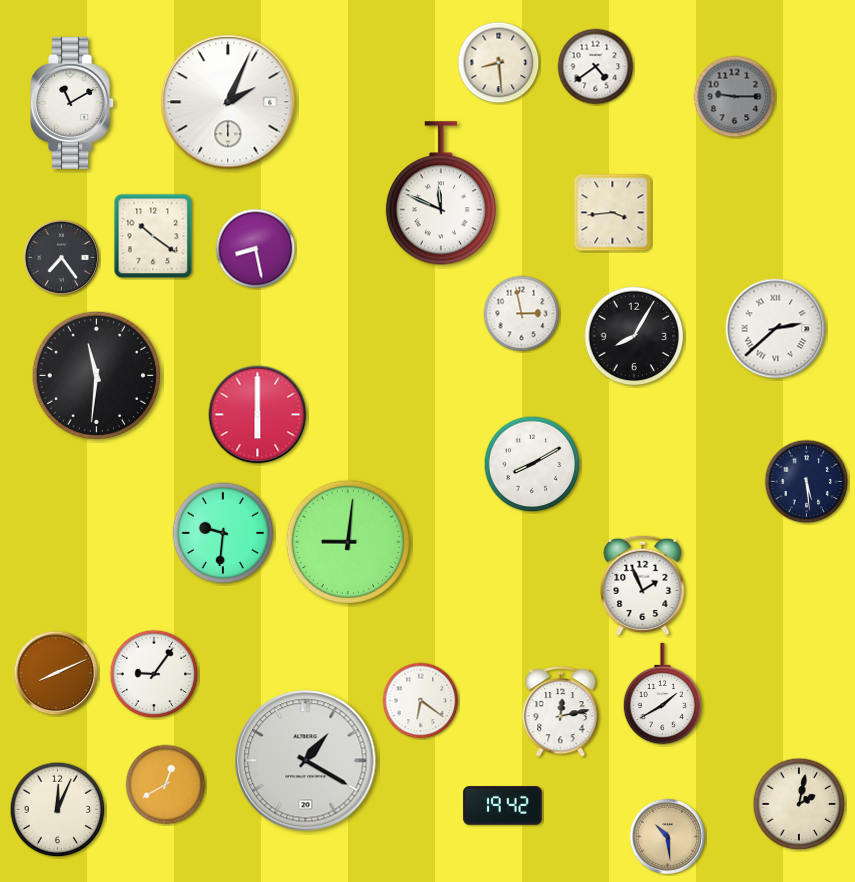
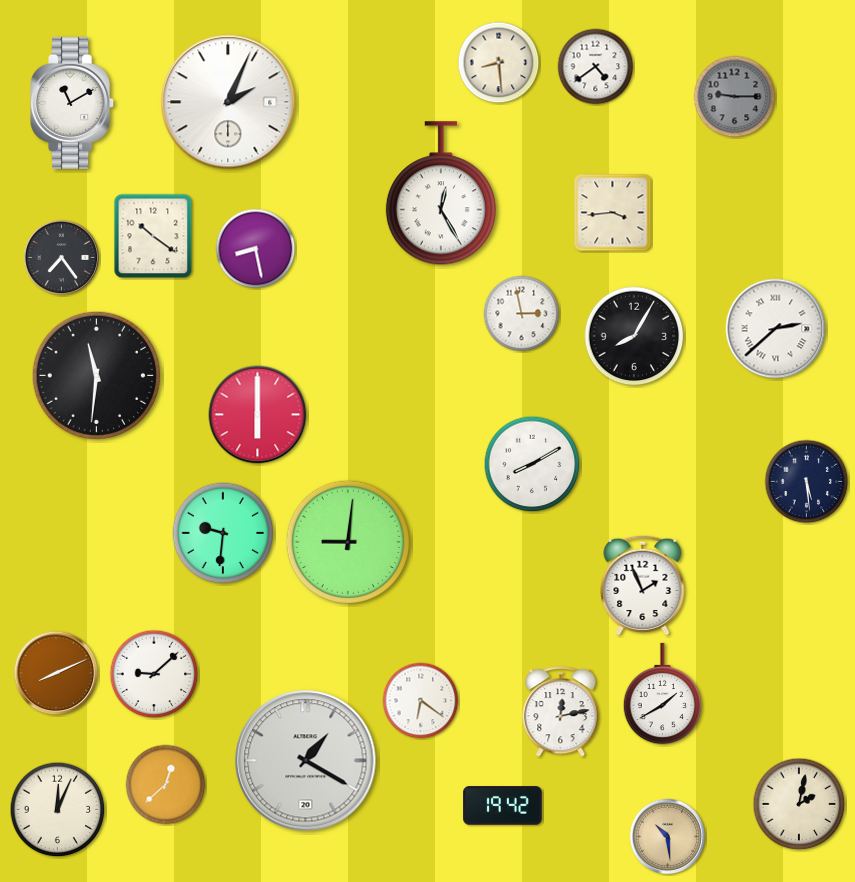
clock at (441, 194): 11:49 -> 12:25
clock at (154, 674): 9:06 -> 9:08
clock at (166, 785): 12:40 -> 12:38
